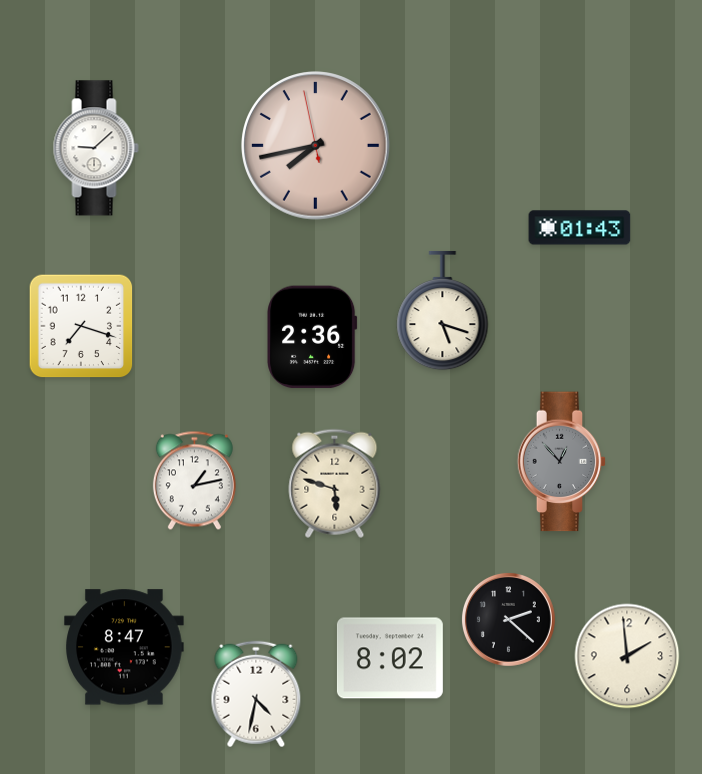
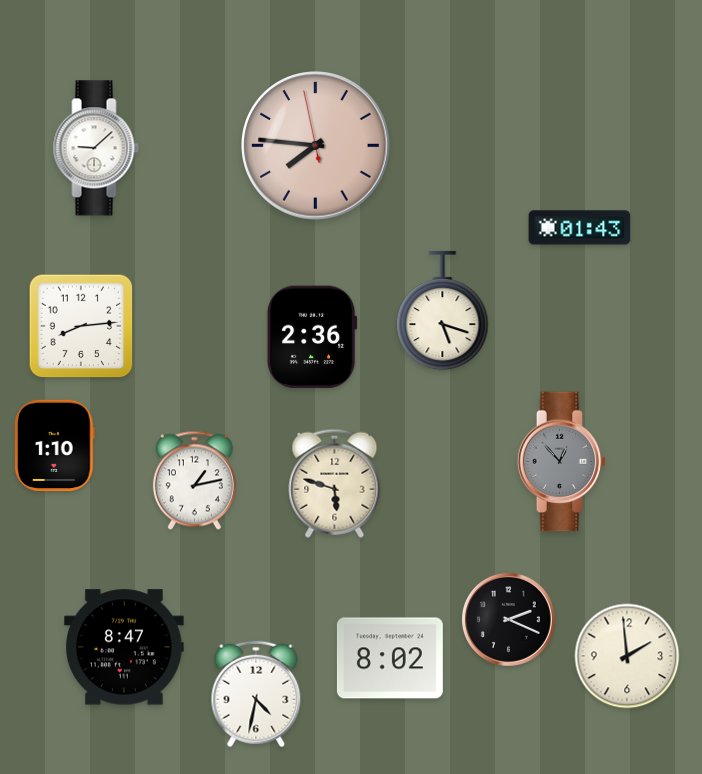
clock at (316, 146): 7:42 -> 7:45
clock at (81, 326): 7:18 -> 8:14
clock at (55, 445): none -> 1:10
clock at (508, 619): 2:22 -> 2:19
